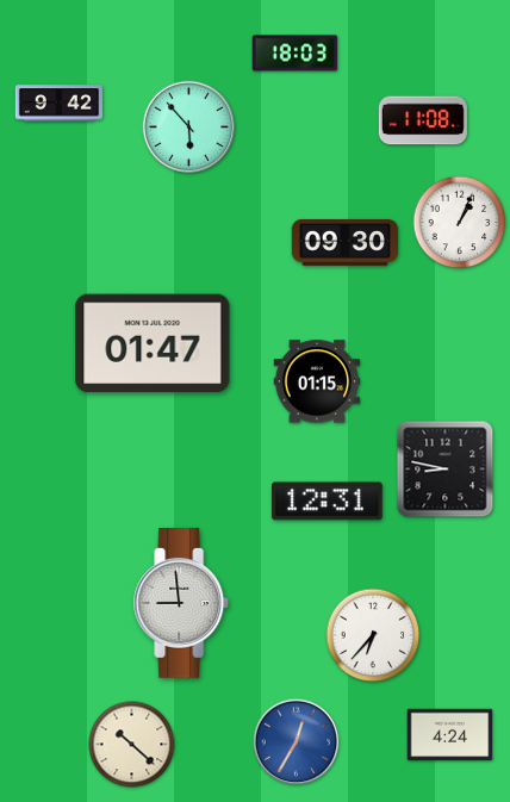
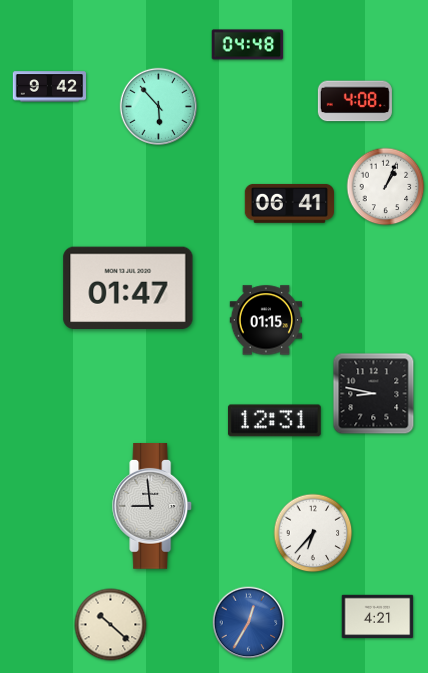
clock at (296, 54): 18:03 -> 04:48
clock at (423, 120): 11:08 -> 4:08
clock at (344, 243): 09:30 -> 06:41
clock at (450, 735): 4:24 -> 4:21
